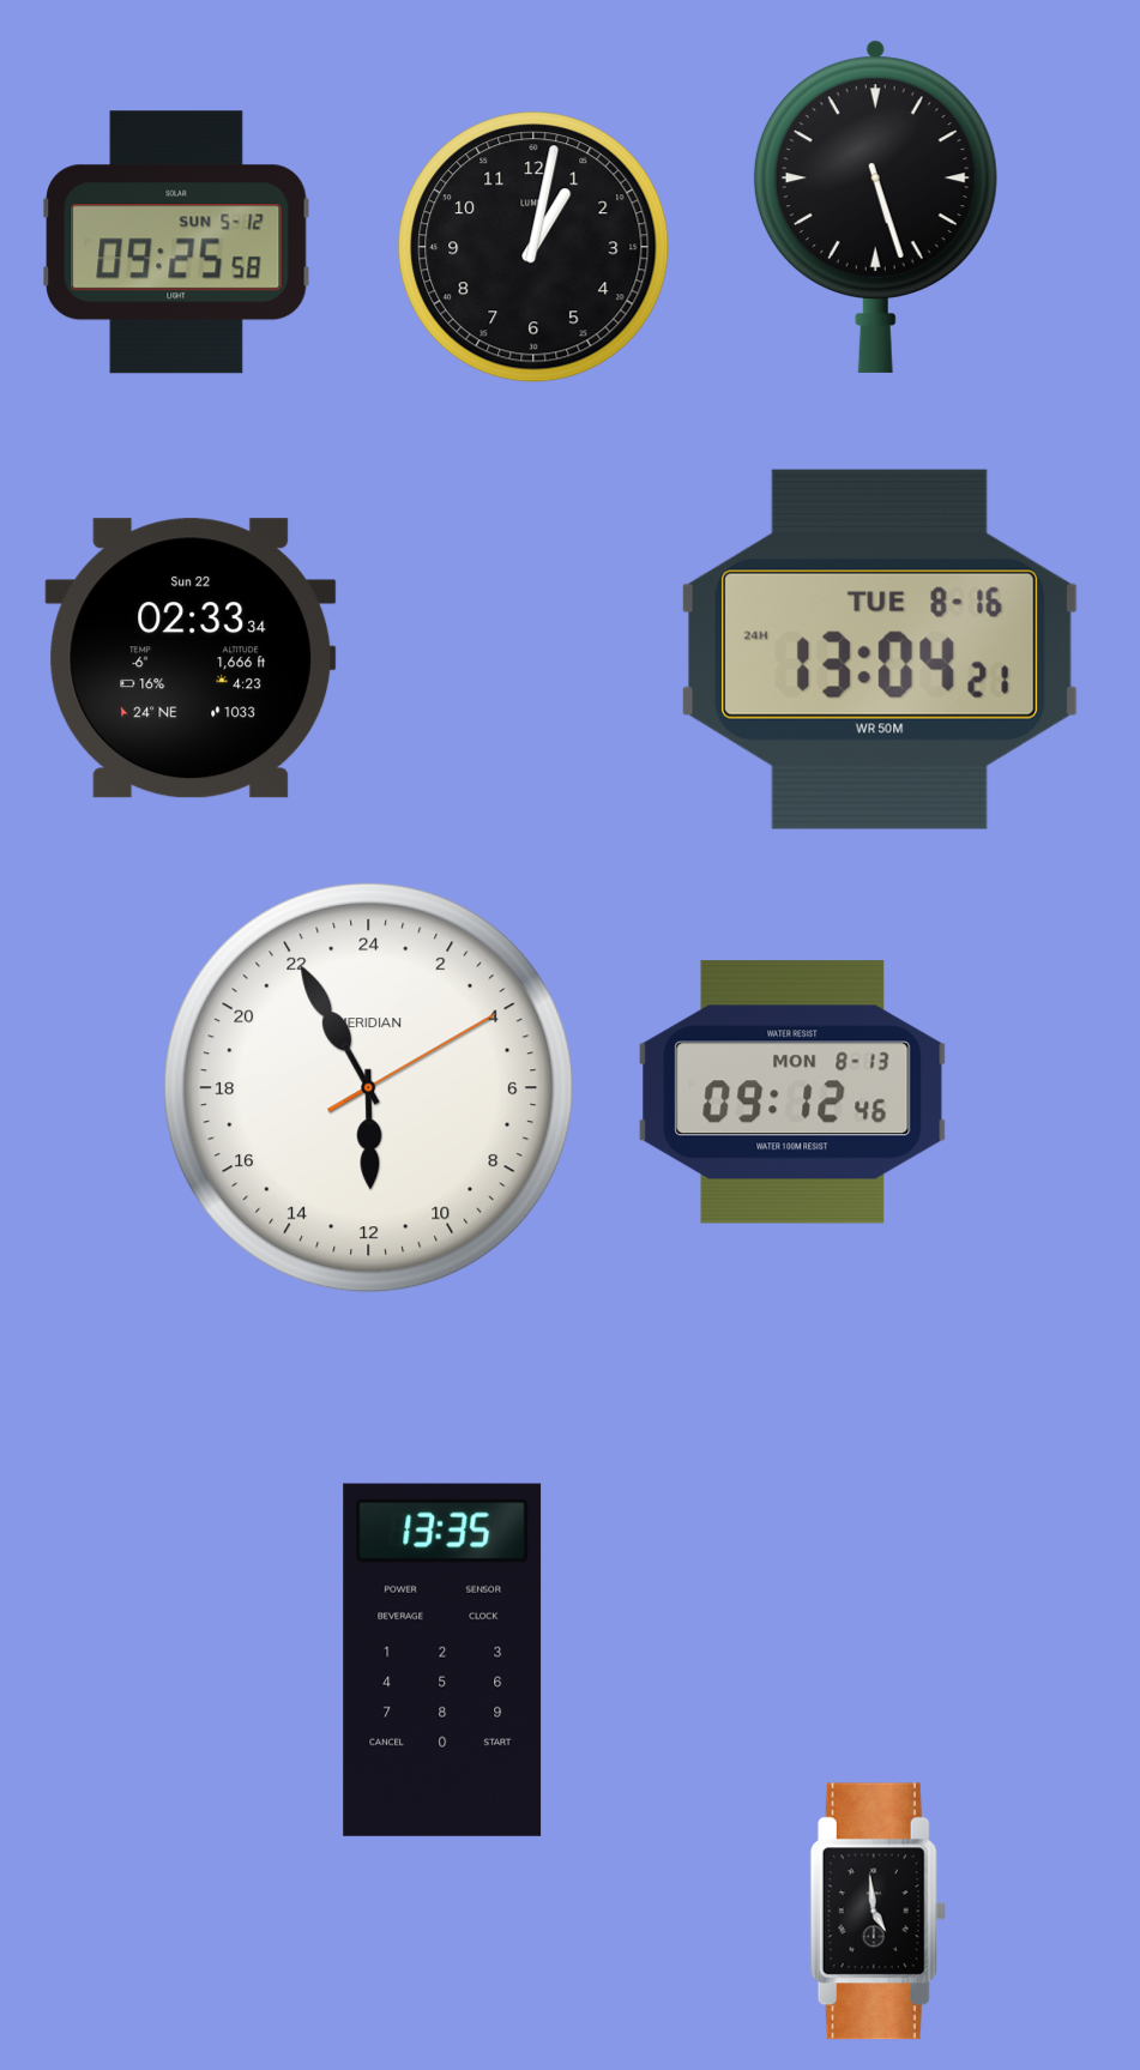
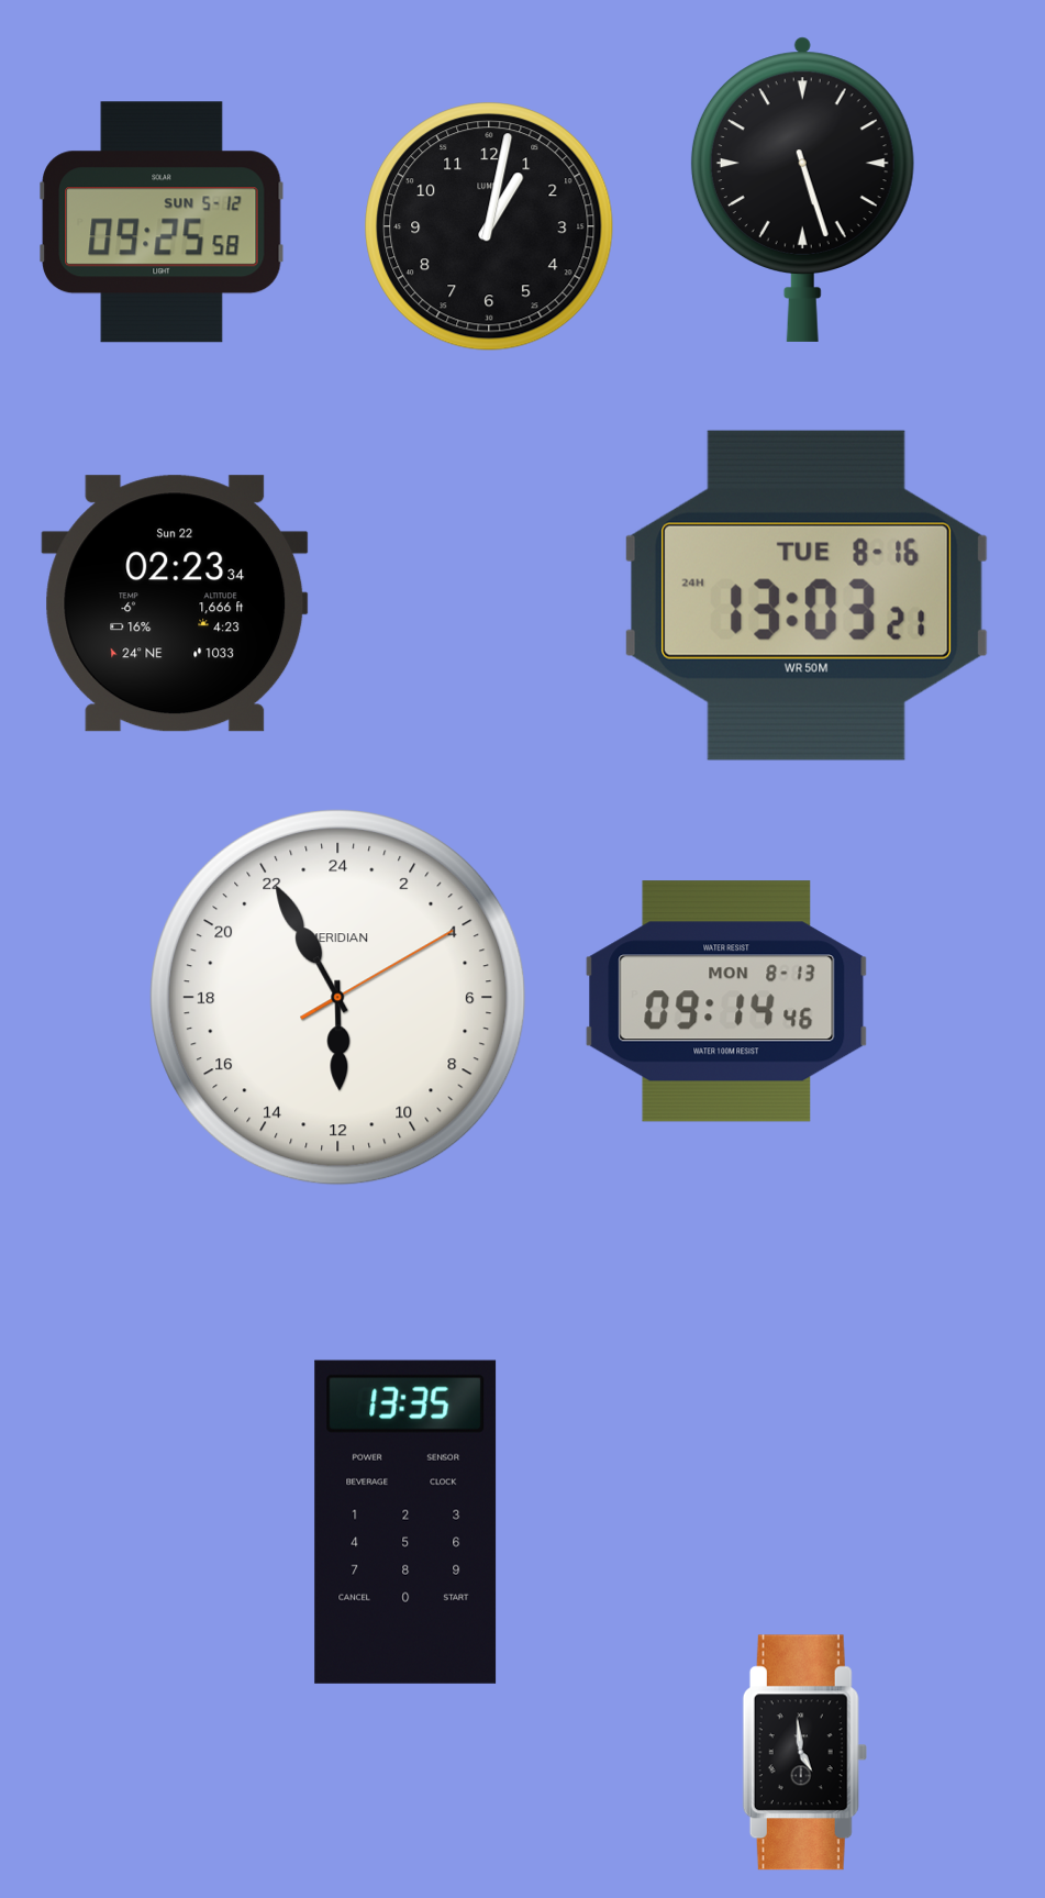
clock at (880, 650): 13:04 -> 13:03
clock at (191, 658): 02:33 -> 02:23
clock at (792, 1092): 09:12 -> 09:14
